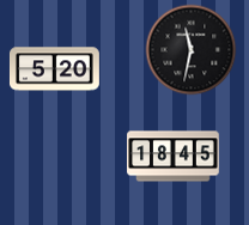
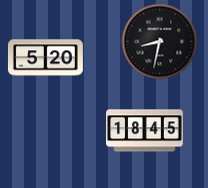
clock at (192, 50): 11:32 -> 8:32
